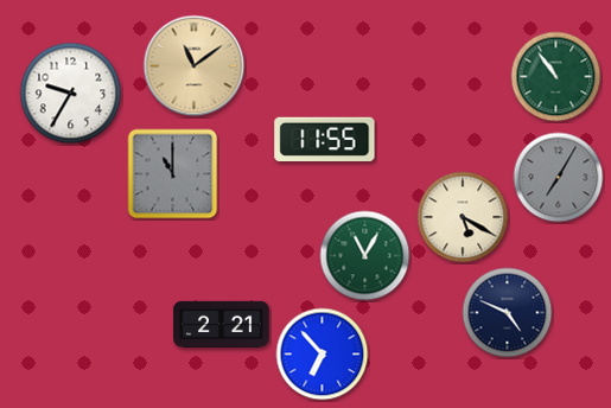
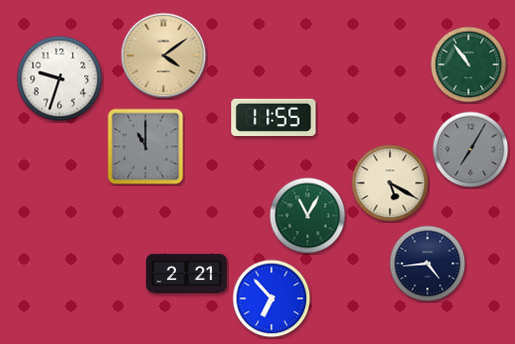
clock at (195, 66): 11:09 -> 4:09
clock at (71, 94): 9:35 -> 9:33
clock at (508, 313): 4:49 -> 4:44
